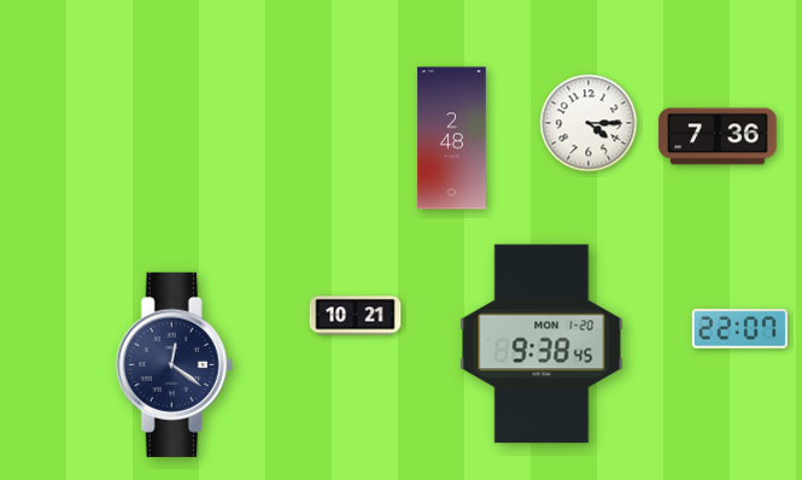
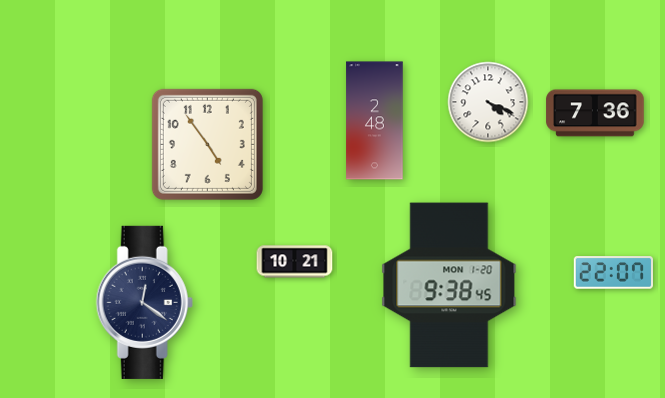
clock at (589, 123): 4:15 -> 4:19
clock at (452, 139) position: (452, 139) -> (375, 121)
clock at (207, 144): none -> 4:54
